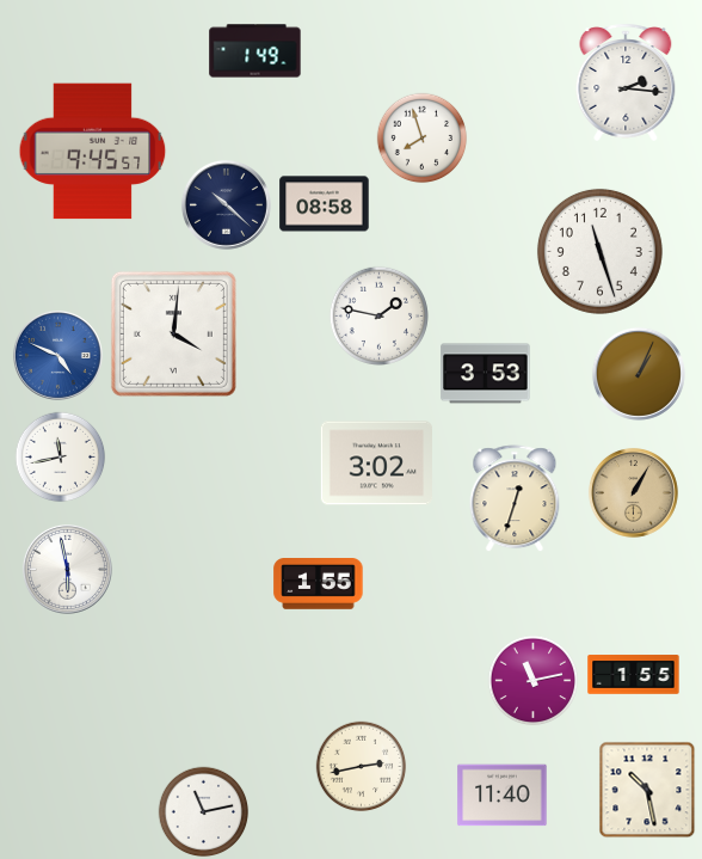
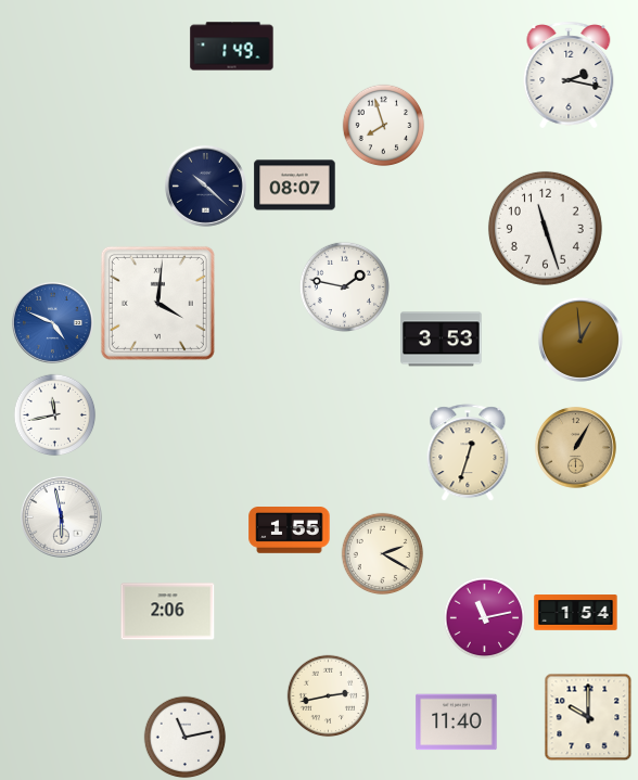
clock at (626, 82): 2:16 -> 2:17
clock at (93, 152): 9:45 -> none
clock at (325, 204): 08:58 -> 08:07
clock at (639, 374): 1:04 -> 12:59
clock at (376, 464): 3:02 -> none
clock at (383, 554): none -> 2:20
clock at (168, 612): none -> 2:06
clock at (634, 675): 1:55 -> 1:54
clock at (647, 790): 10:28 -> 10:00
